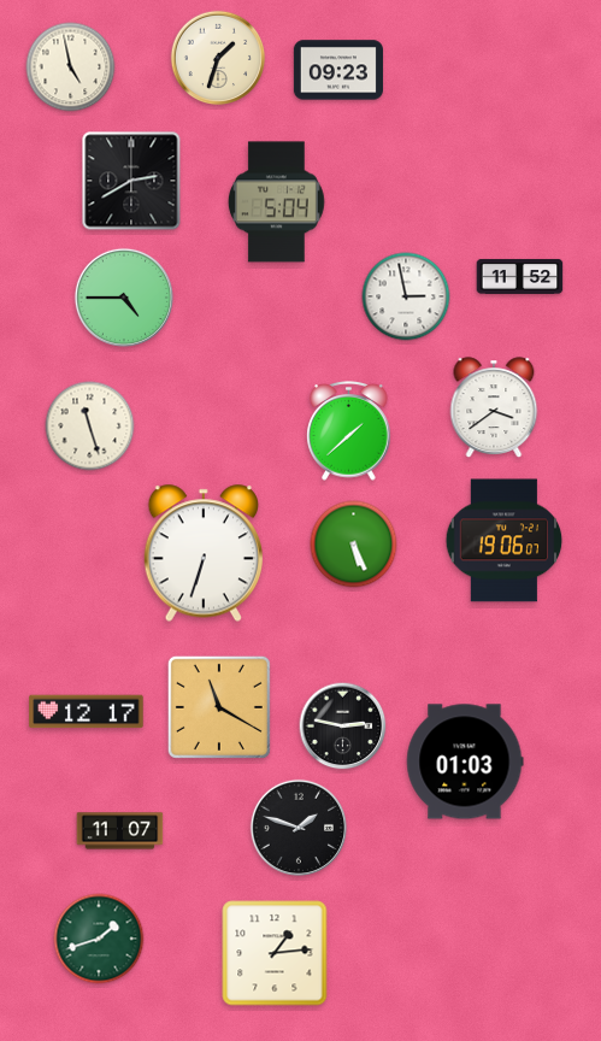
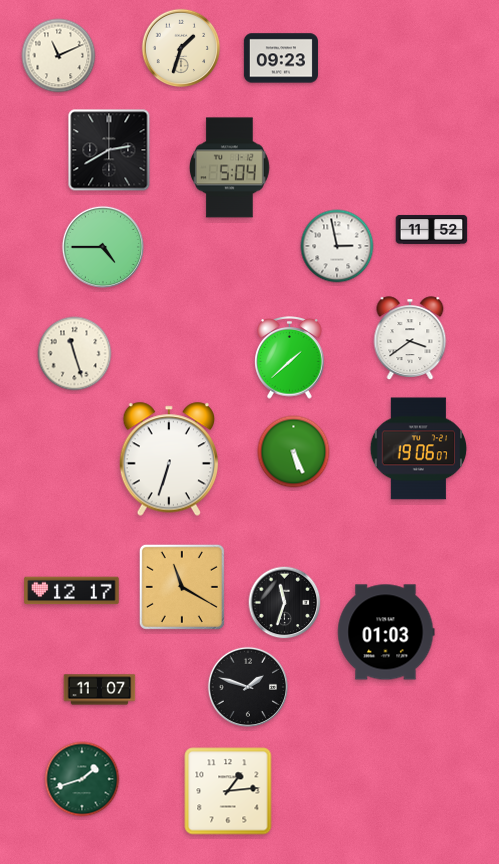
clock at (71, 67): 4:58 -> 11:11
clock at (343, 727): 2:47 -> 11:33
